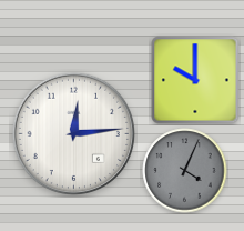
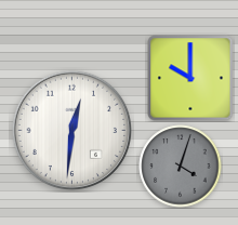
clock at (73, 133): 12:14 -> 12:31
clock at (185, 171): 4:04 -> 4:03
